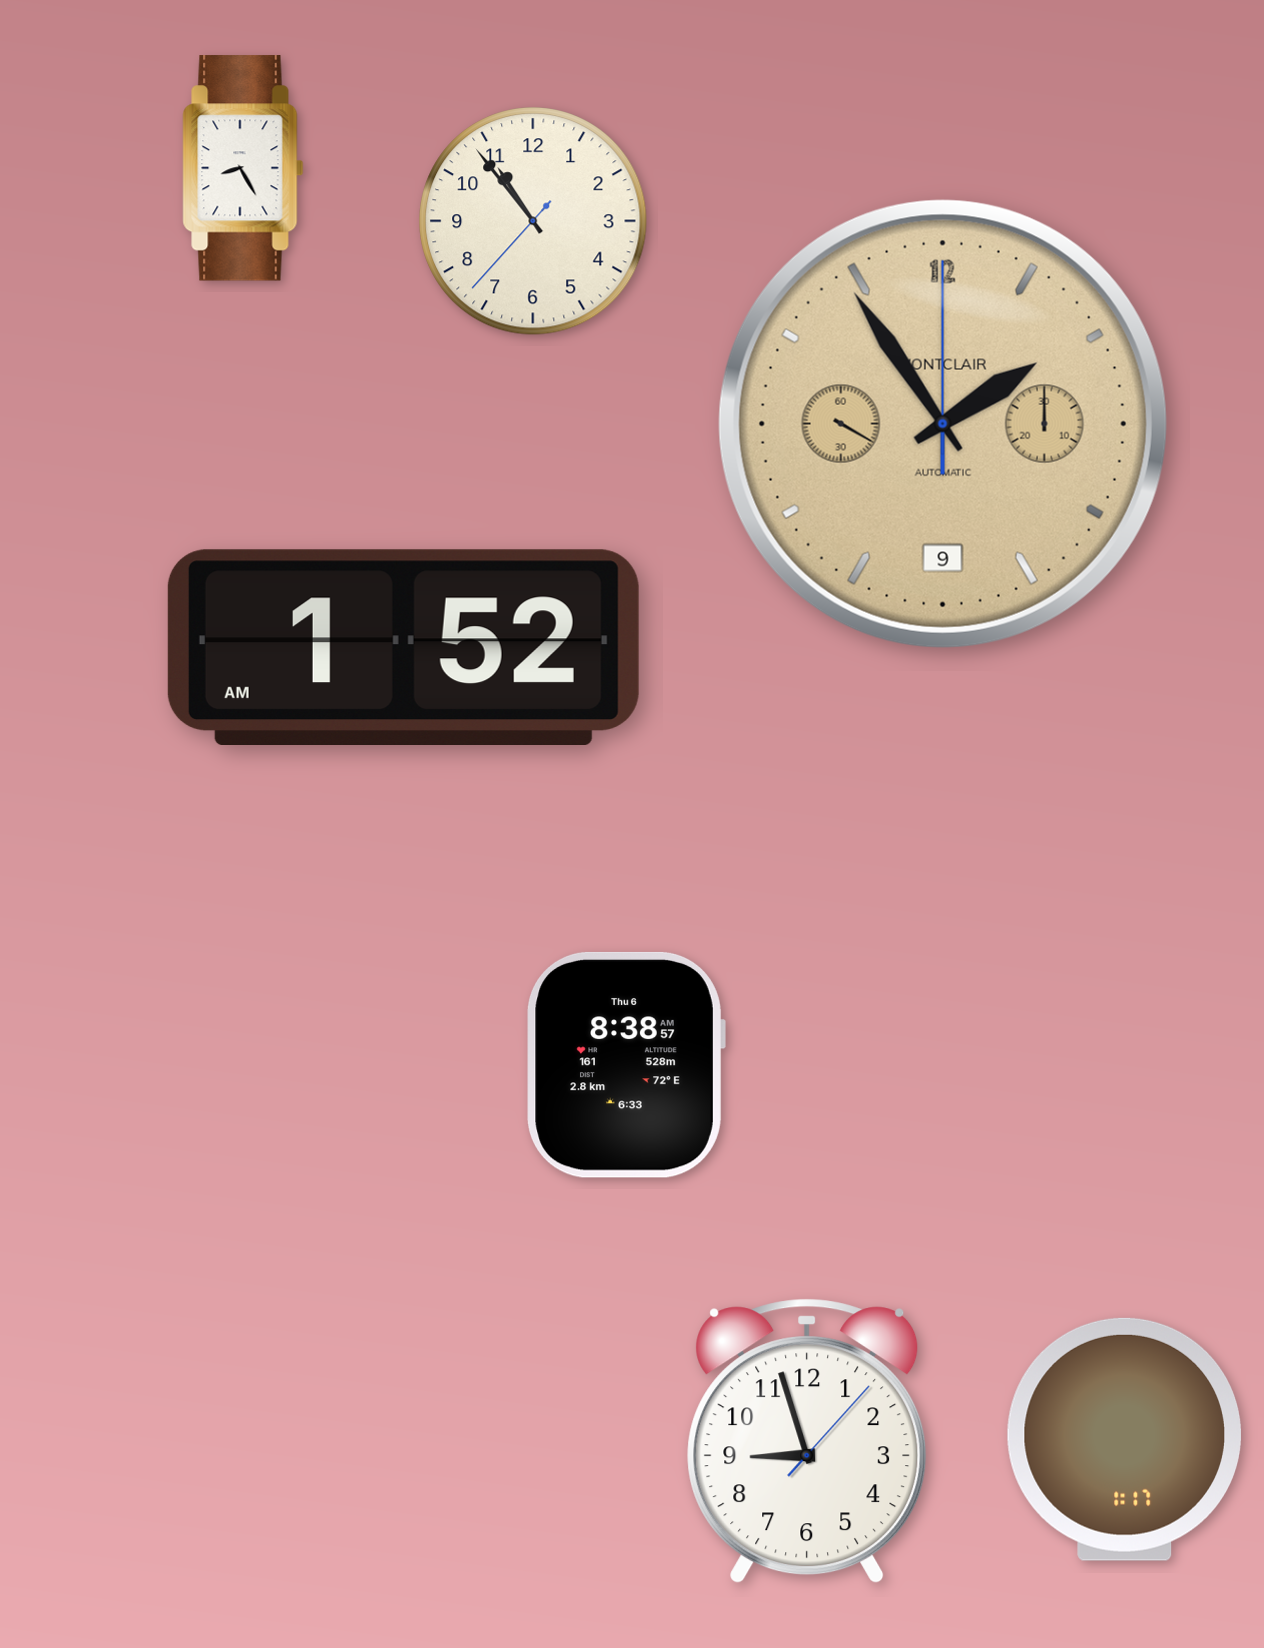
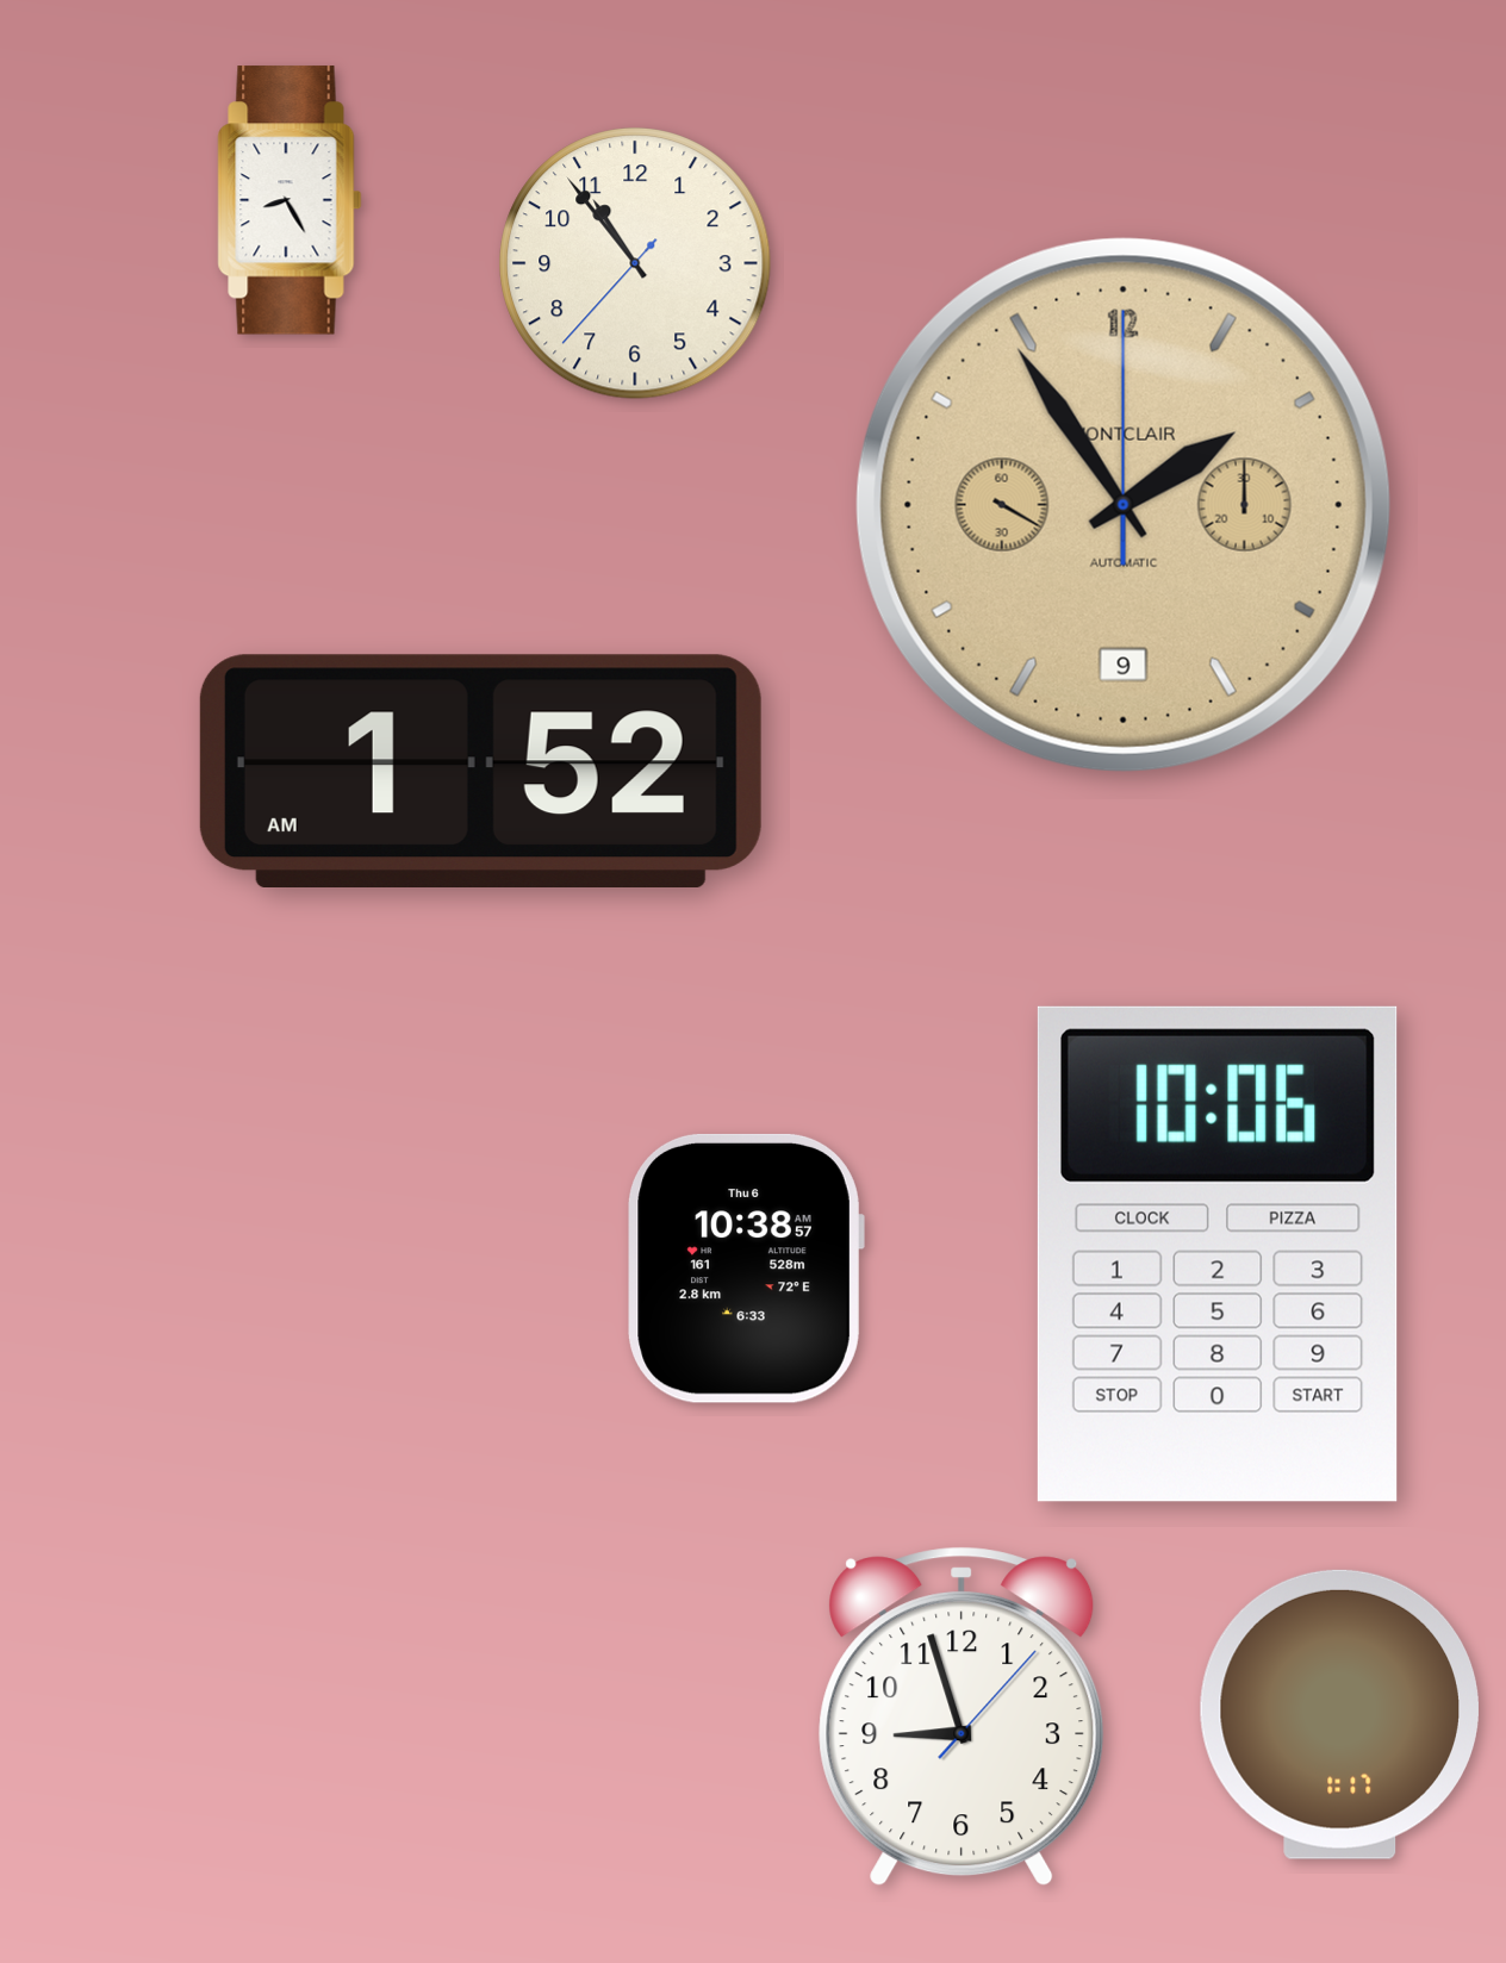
clock at (1218, 1254): none -> 10:06
clock at (626, 1065): 8:38 -> 10:38
